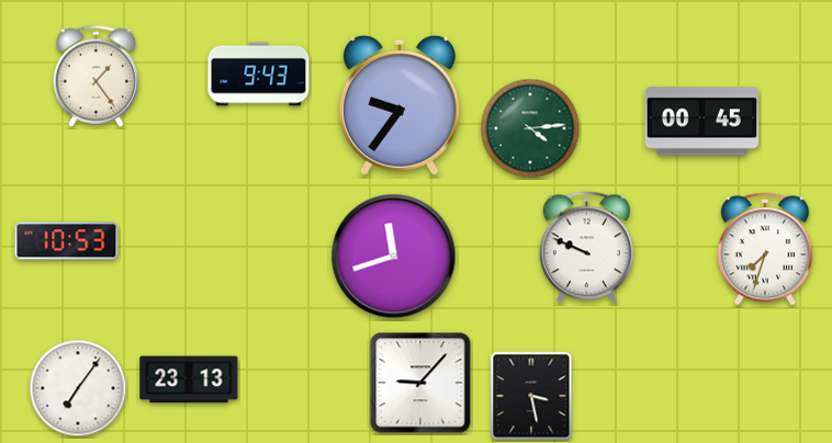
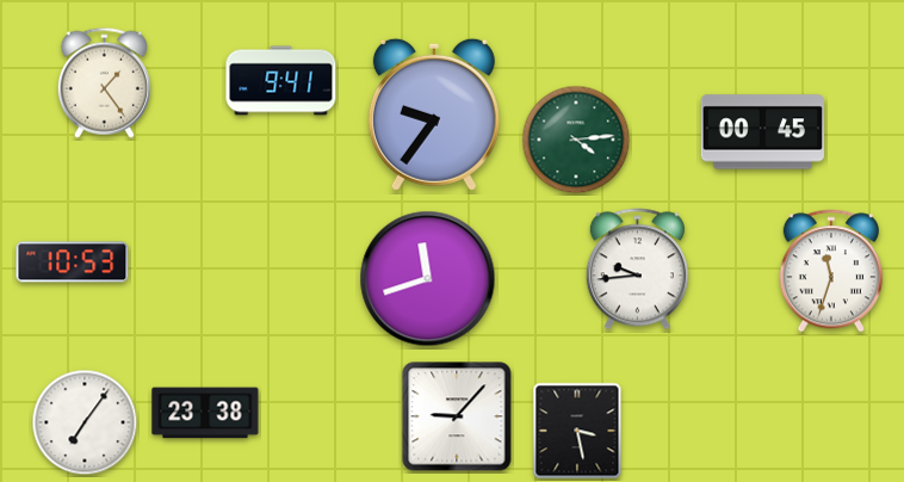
clock at (259, 75): 9:43 -> 9:41
clock at (586, 248): 9:49 -> 9:44
clock at (765, 249): 7:33 -> 11:33
clock at (189, 379): 23:13 -> 23:38
